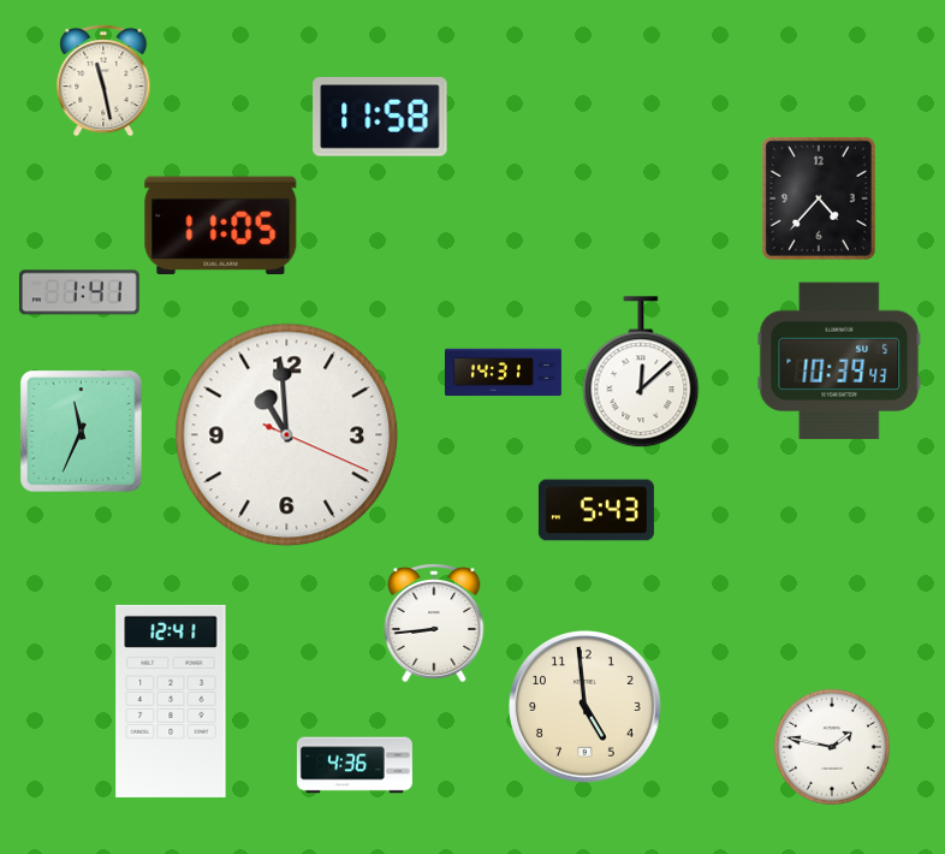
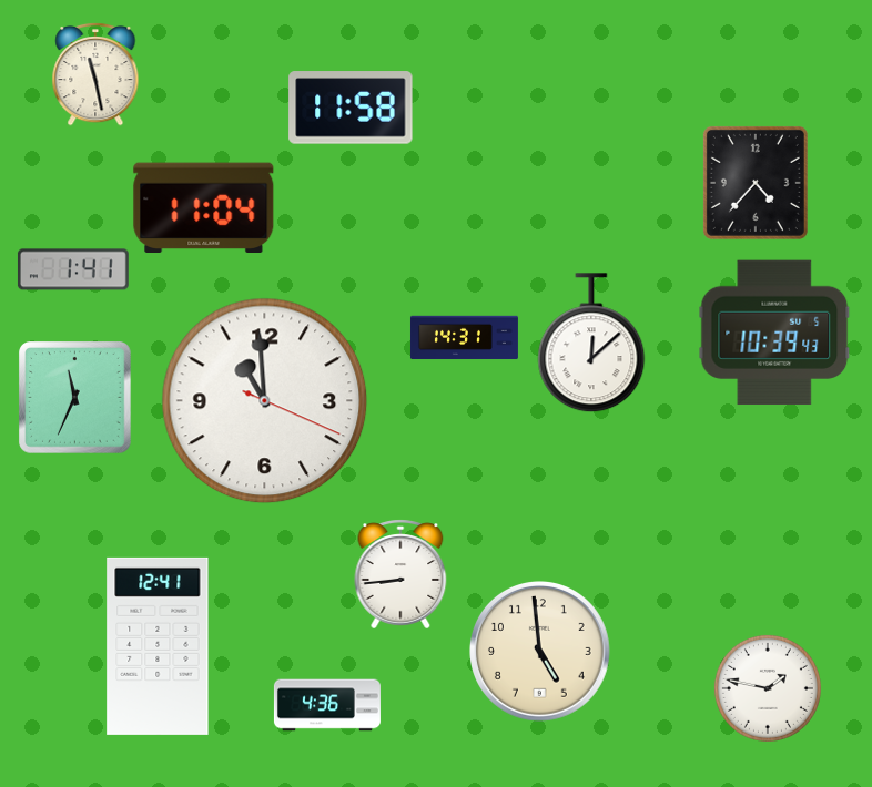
clock at (221, 226): 11:05 -> 11:04
clock at (503, 373) position: (503, 373) -> (464, 338)
clock at (596, 510): 5:43 -> none
